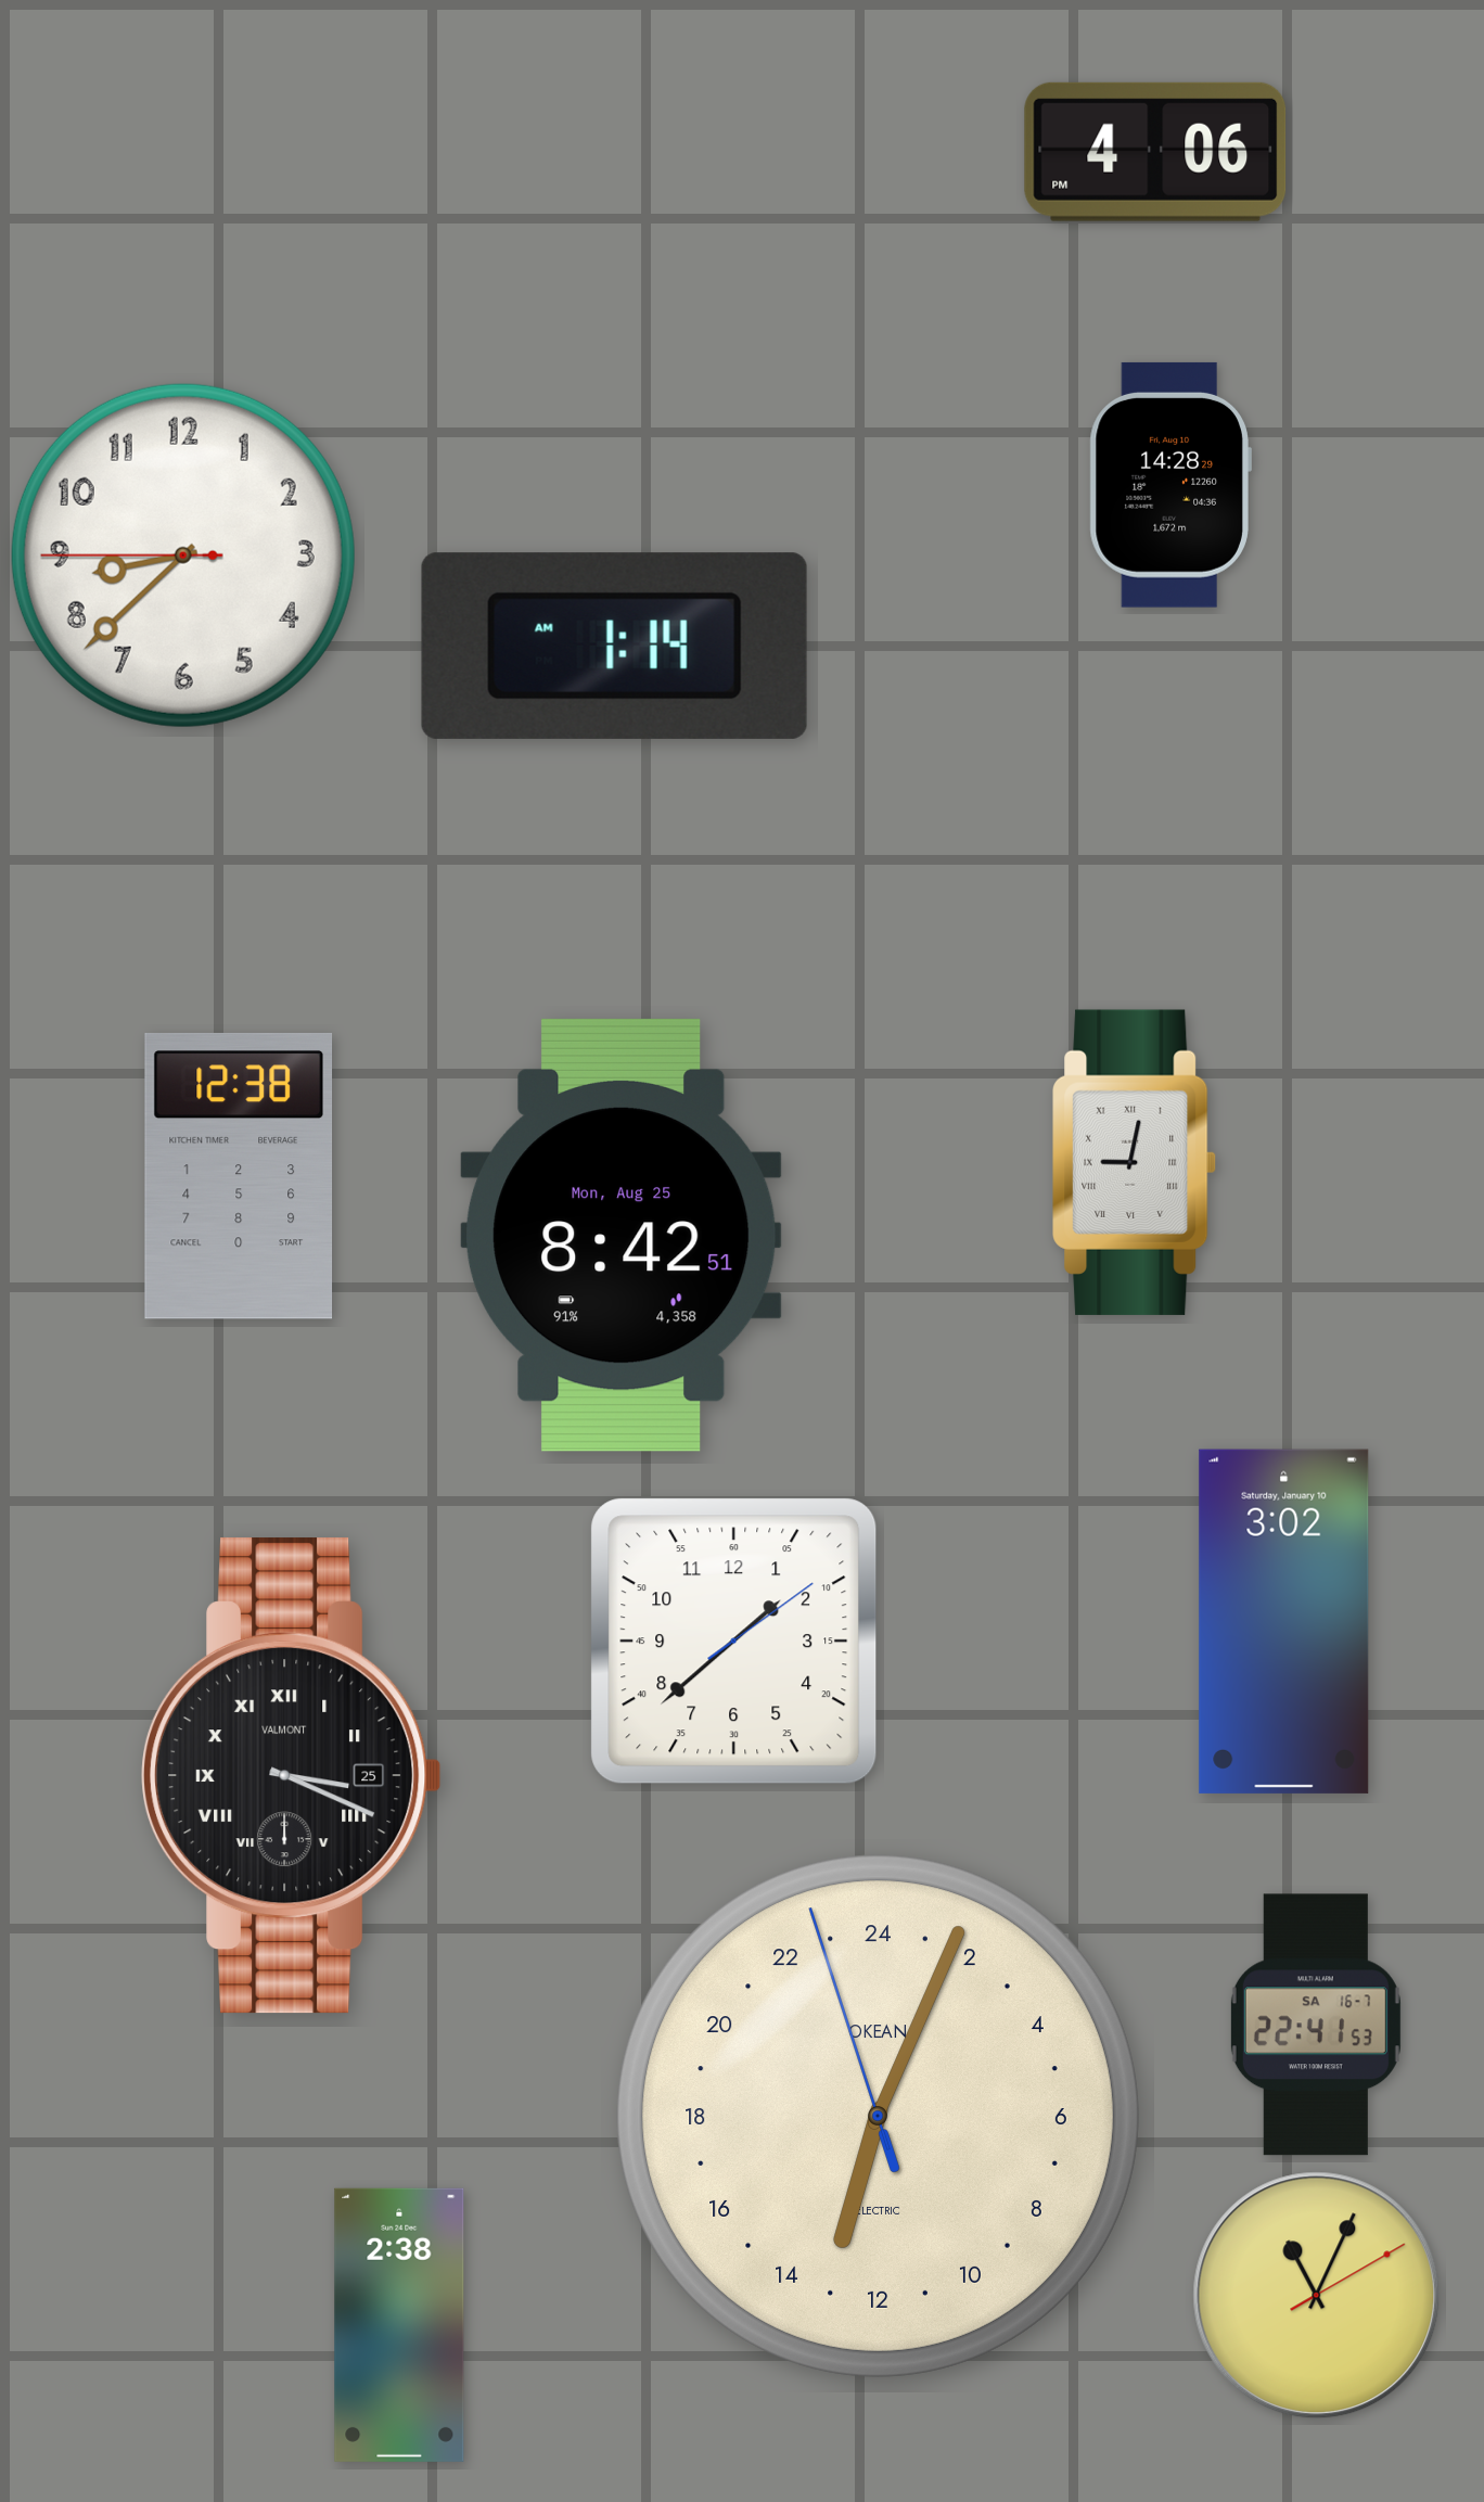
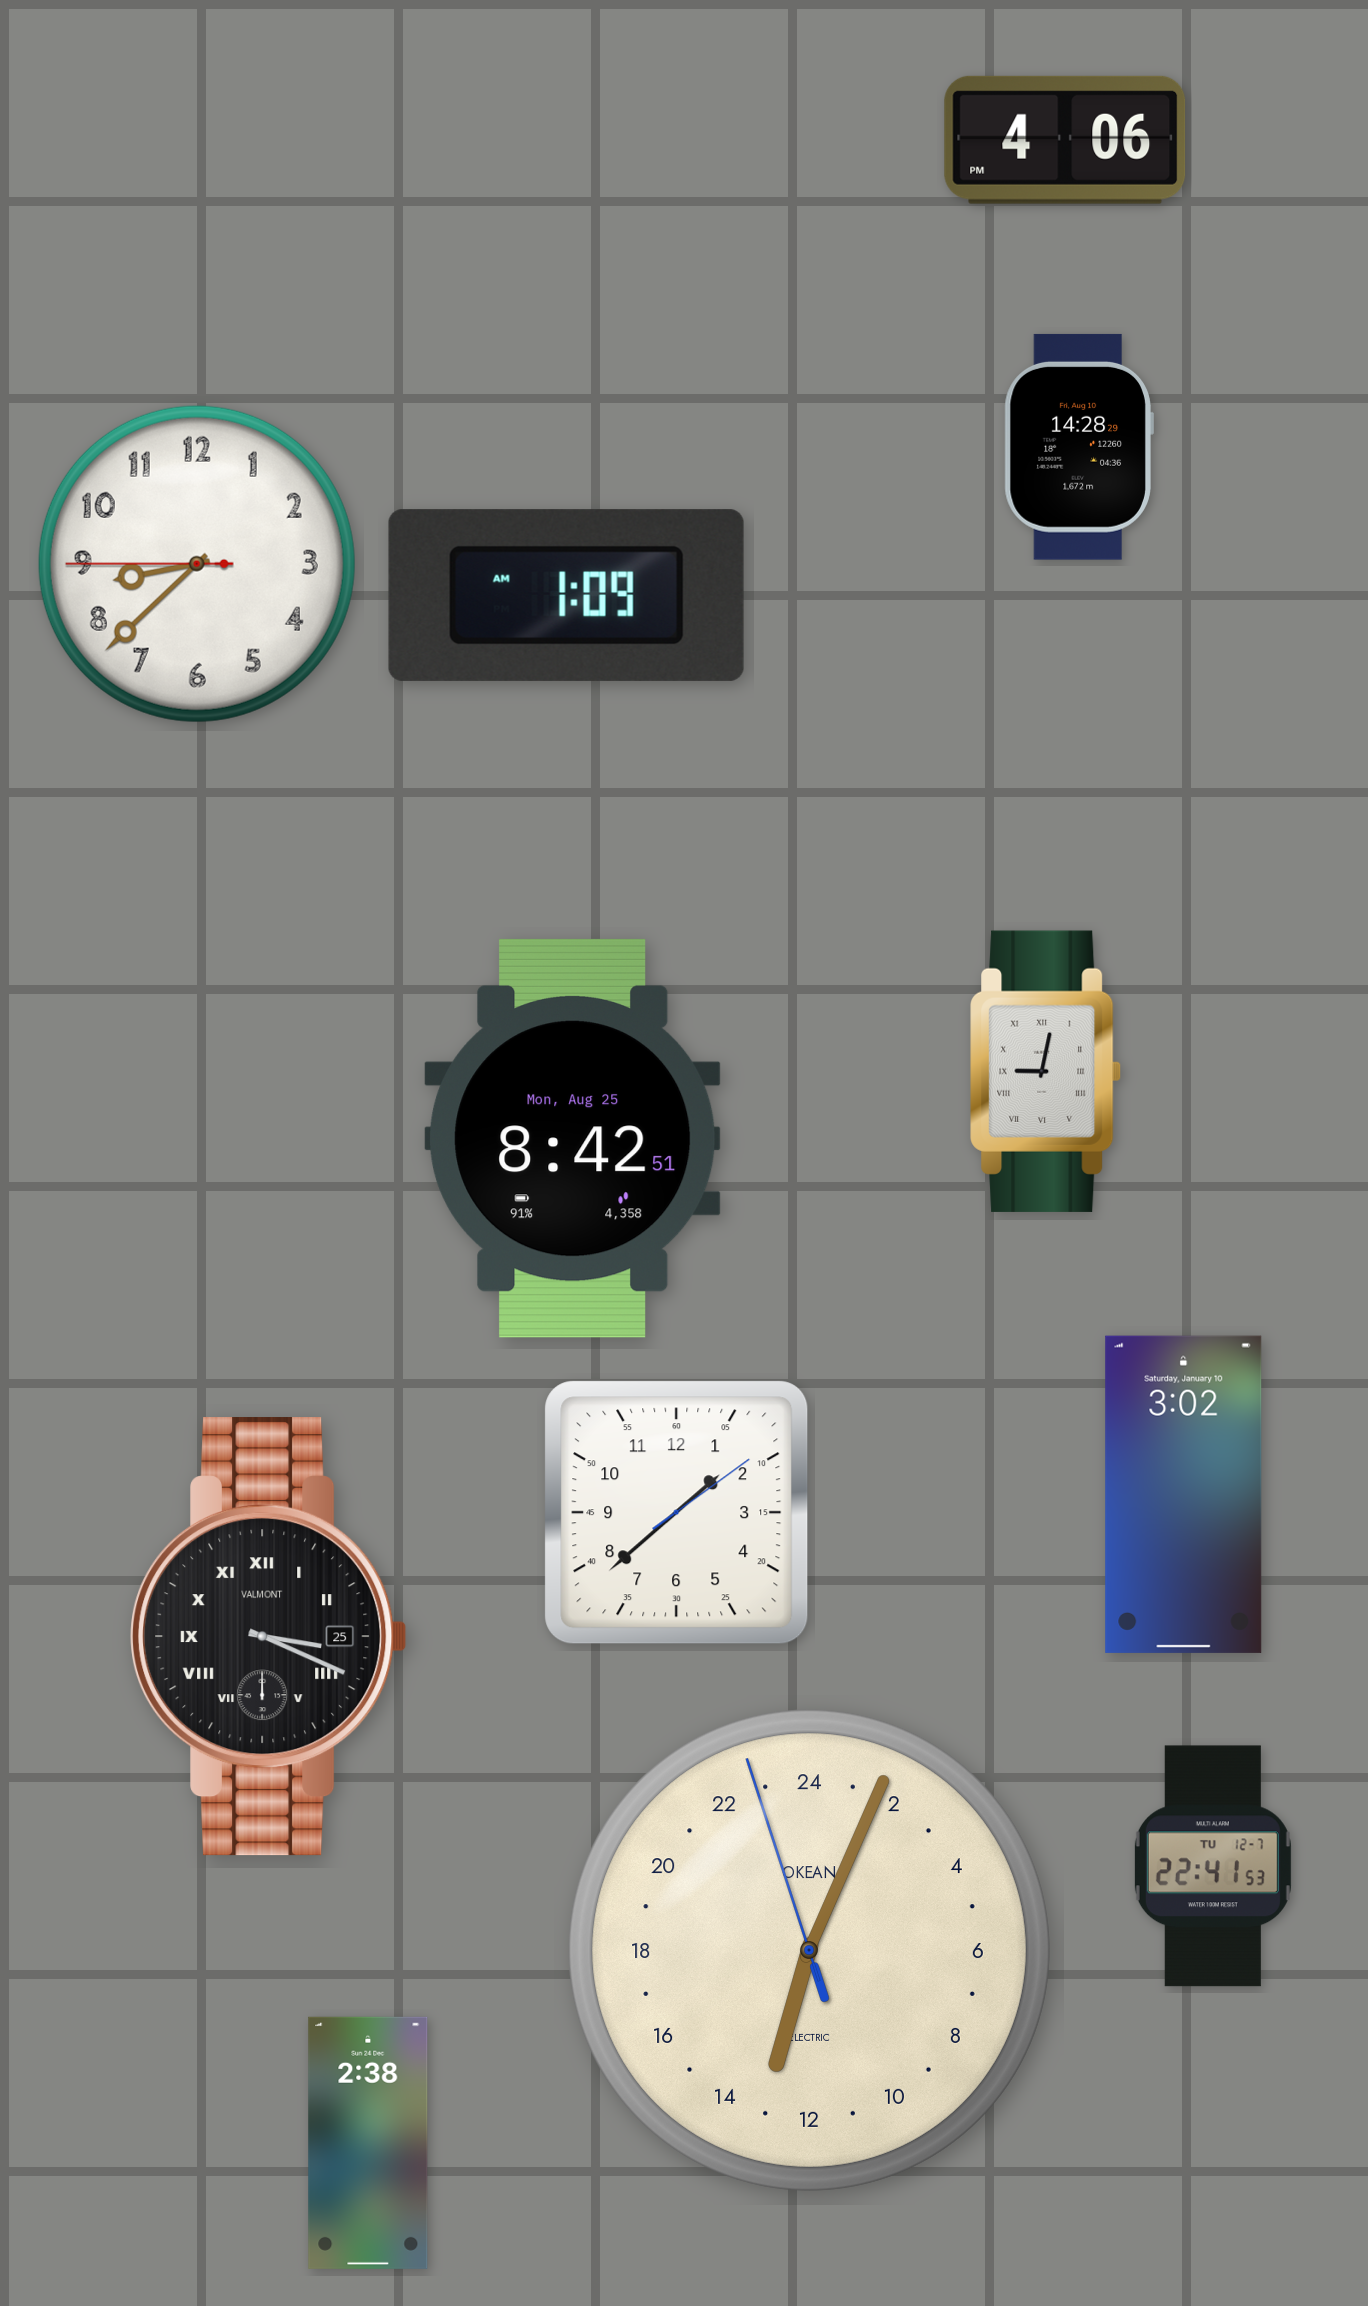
clock at (183, 556) position: (183, 556) -> (197, 564)
clock at (614, 646): 1:14 -> 1:09
clock at (239, 1176): 12:38 -> none
clock at (1316, 2025) date: SA 16-7 -> TU 12-7
clock at (1317, 2296): 11:04 -> none
